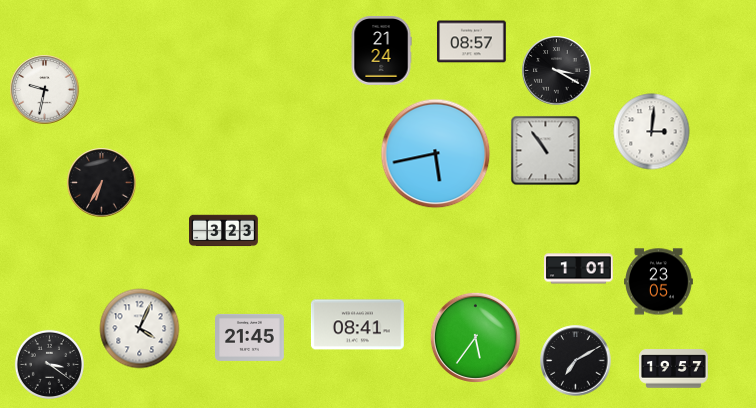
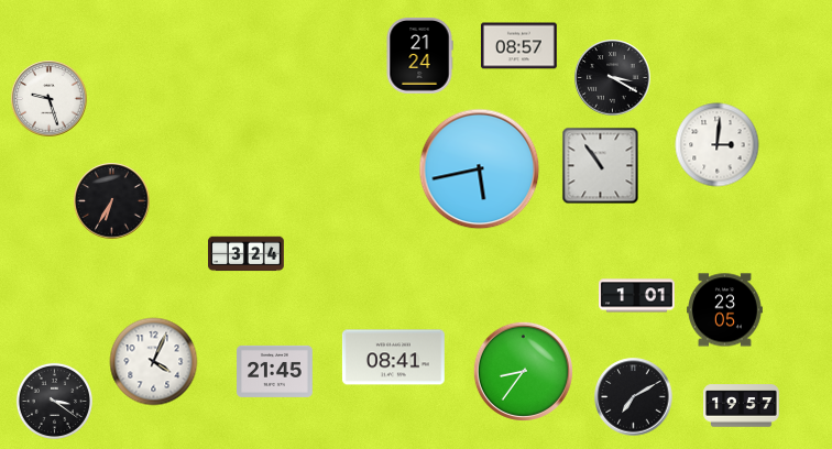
clock at (45, 90): 9:32 -> 9:27
clock at (224, 231): 3:23 -> 3:24
clock at (475, 337): 5:36 -> 8:36
